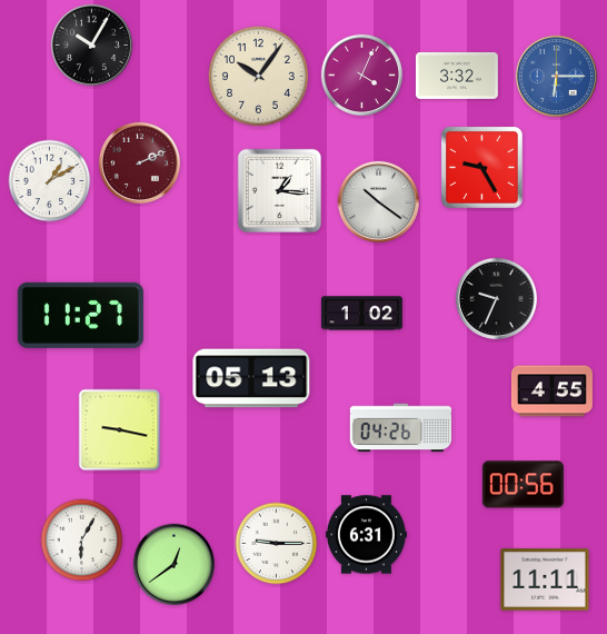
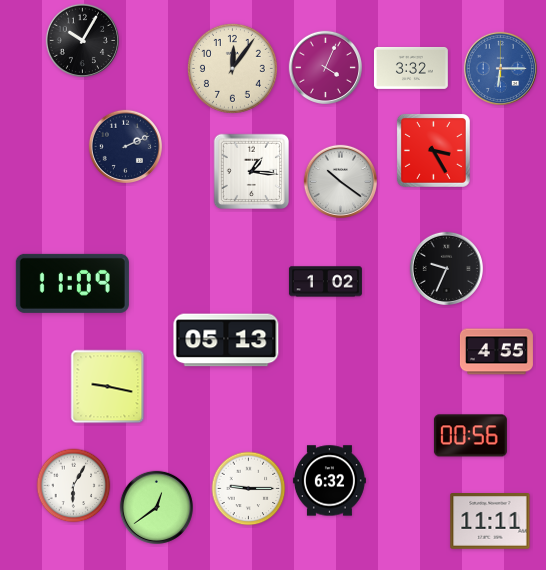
clock at (258, 76): 10:06 -> 12:06
clock at (139, 162) dial: burgundy -> navy
clock at (481, 167): 9:25 -> 3:25
clock at (50, 181): 1:10 -> none
clock at (80, 315): 11:27 -> 11:09
clock at (400, 428): 04:26 -> none
clock at (366, 535): 6:31 -> 6:32
